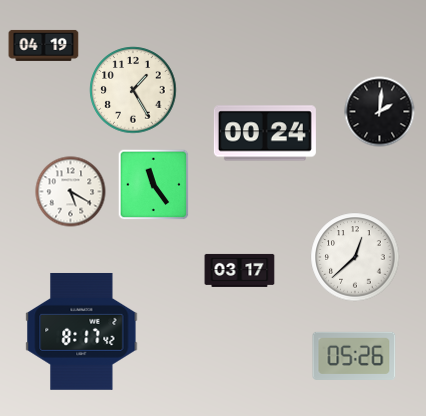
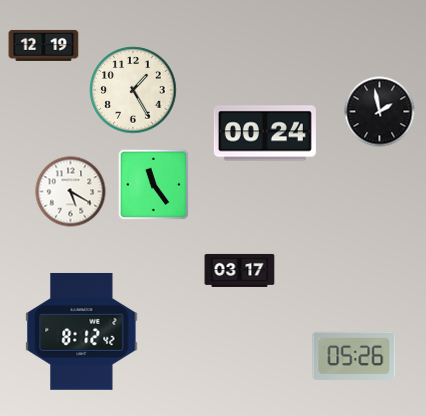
clock at (44, 45): 04:19 -> 12:19
clock at (380, 112): 2:01 -> 1:58
clock at (355, 257): 12:38 -> none
clock at (82, 331): 8:17 -> 8:12
